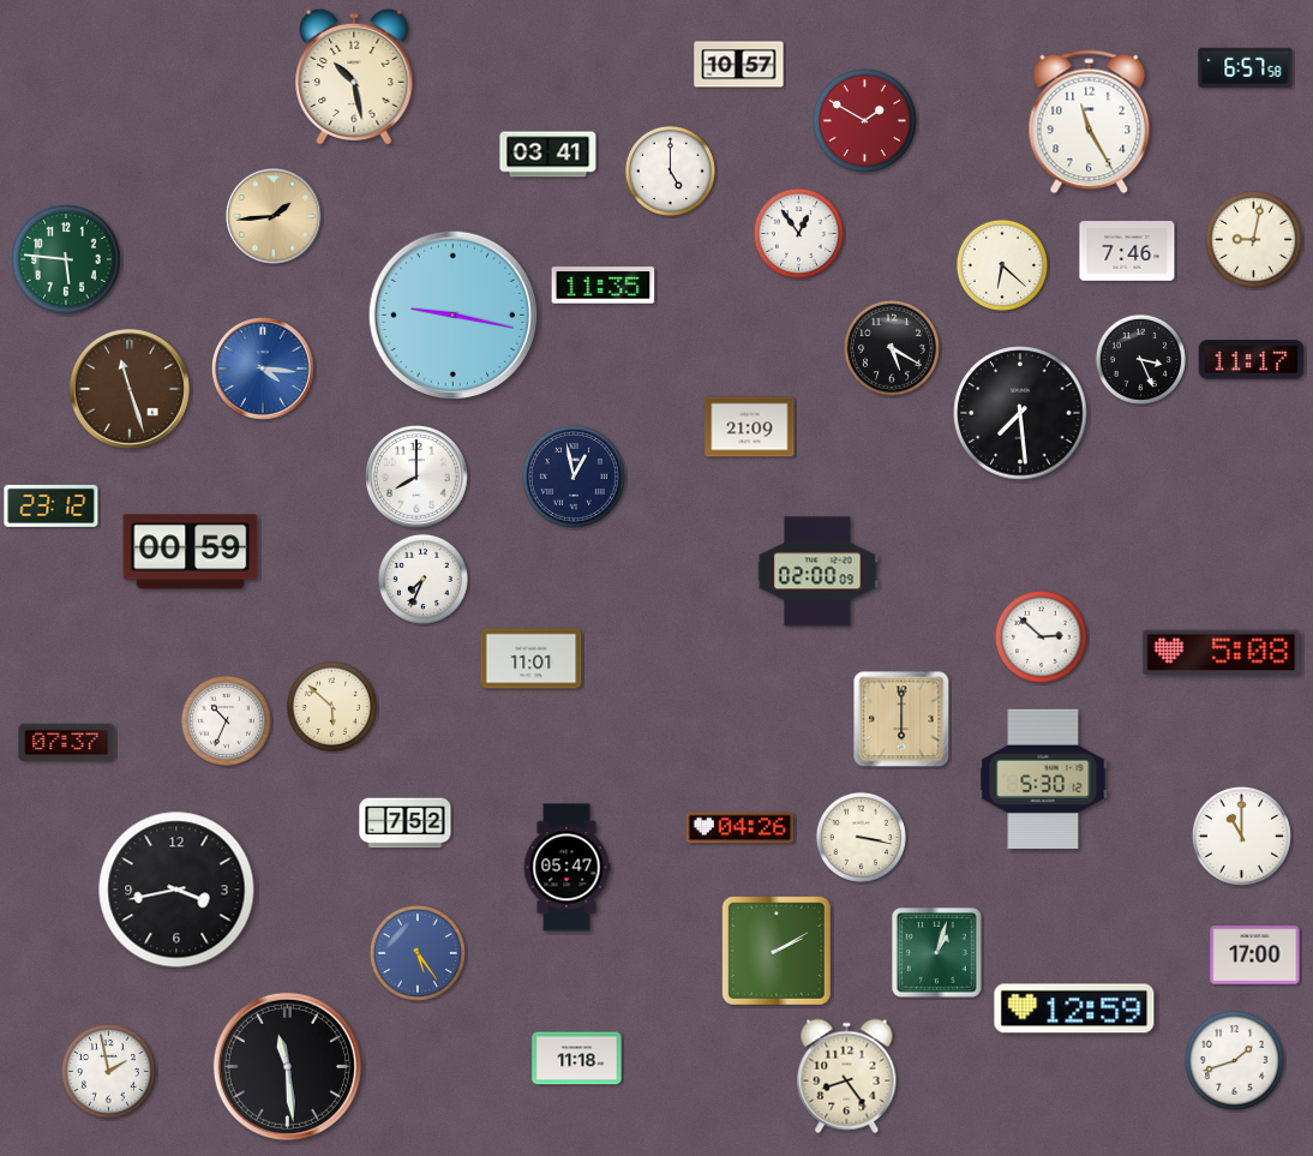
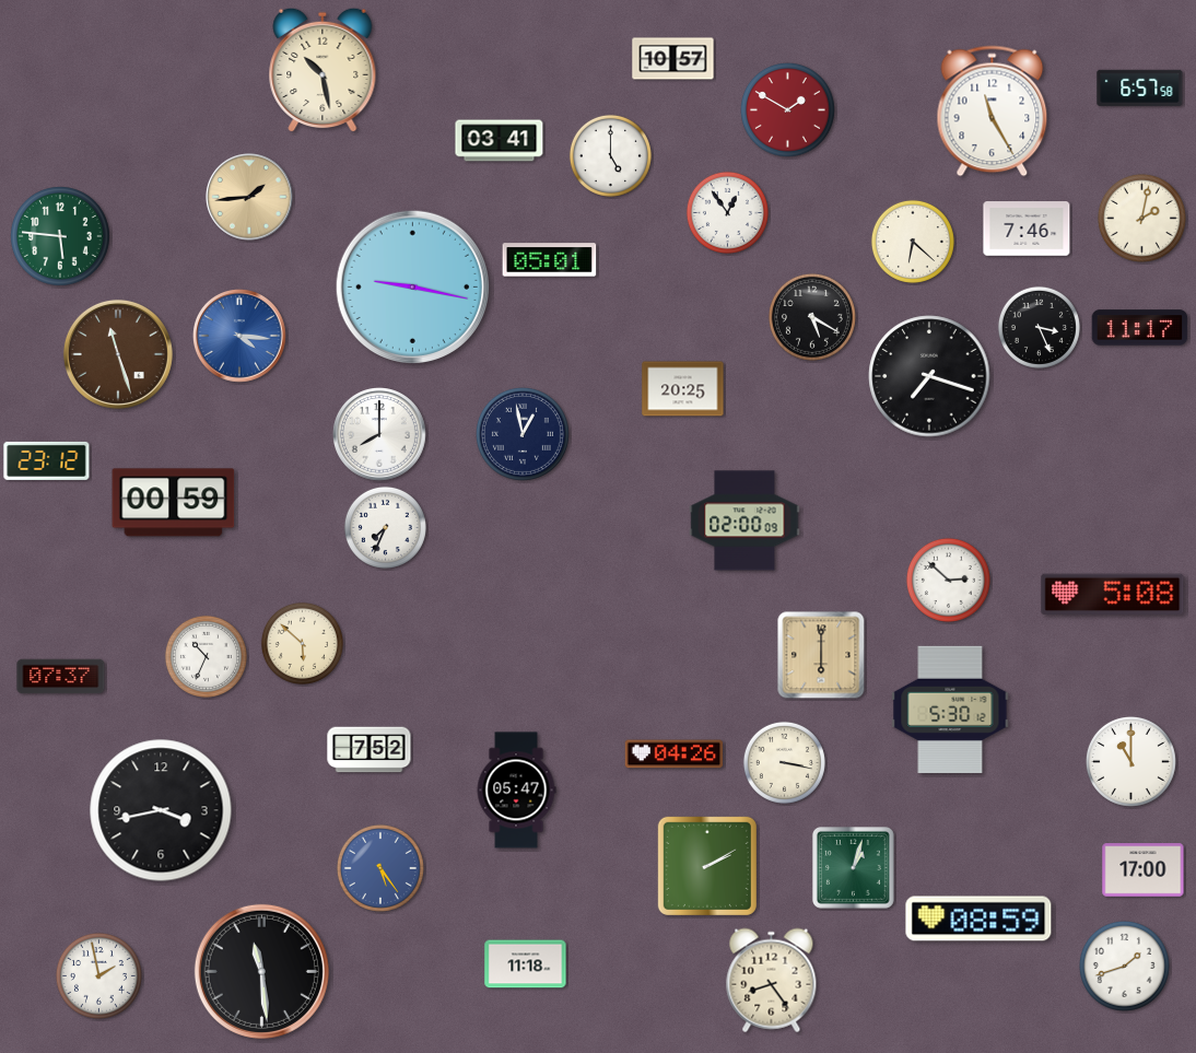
clock at (1246, 67) position: (1246, 67) -> (1140, 87)
clock at (1253, 239): 9:02 -> 2:02
clock at (604, 286): 11:35 -> 05:01
clock at (1020, 413): 7:29 -> 7:18
clock at (750, 427): 21:09 -> 20:25
clock at (532, 659): 11:01 -> none
clock at (1074, 1008): 12:59 -> 08:59
